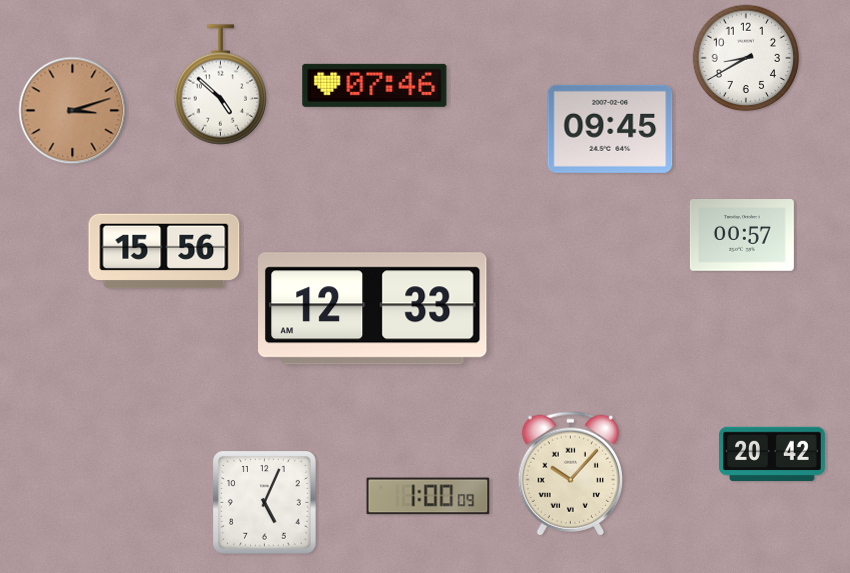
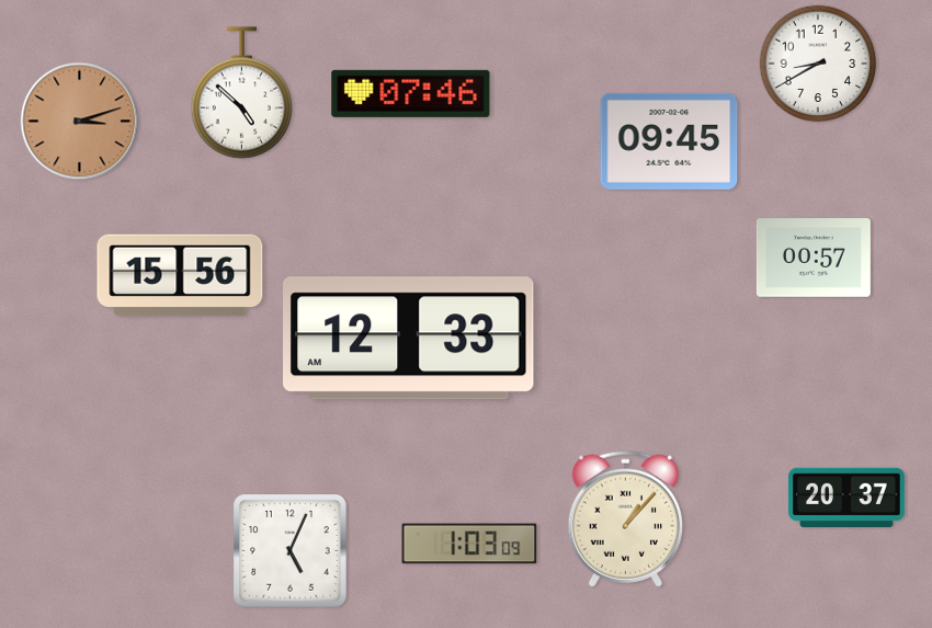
clock at (773, 453): 20:42 -> 20:37
clock at (570, 473): 10:07 -> 1:07
clock at (428, 496): 1:00 -> 1:03
